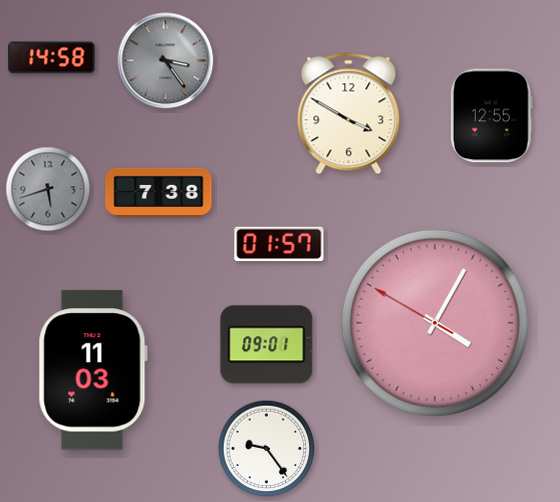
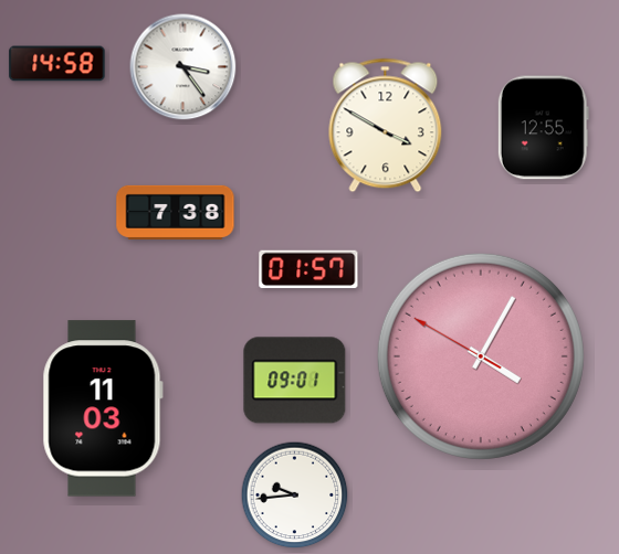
clock at (166, 61) dial: grey -> white
clock at (48, 189): 5:42 -> none
clock at (267, 449): 9:24 -> 9:44
